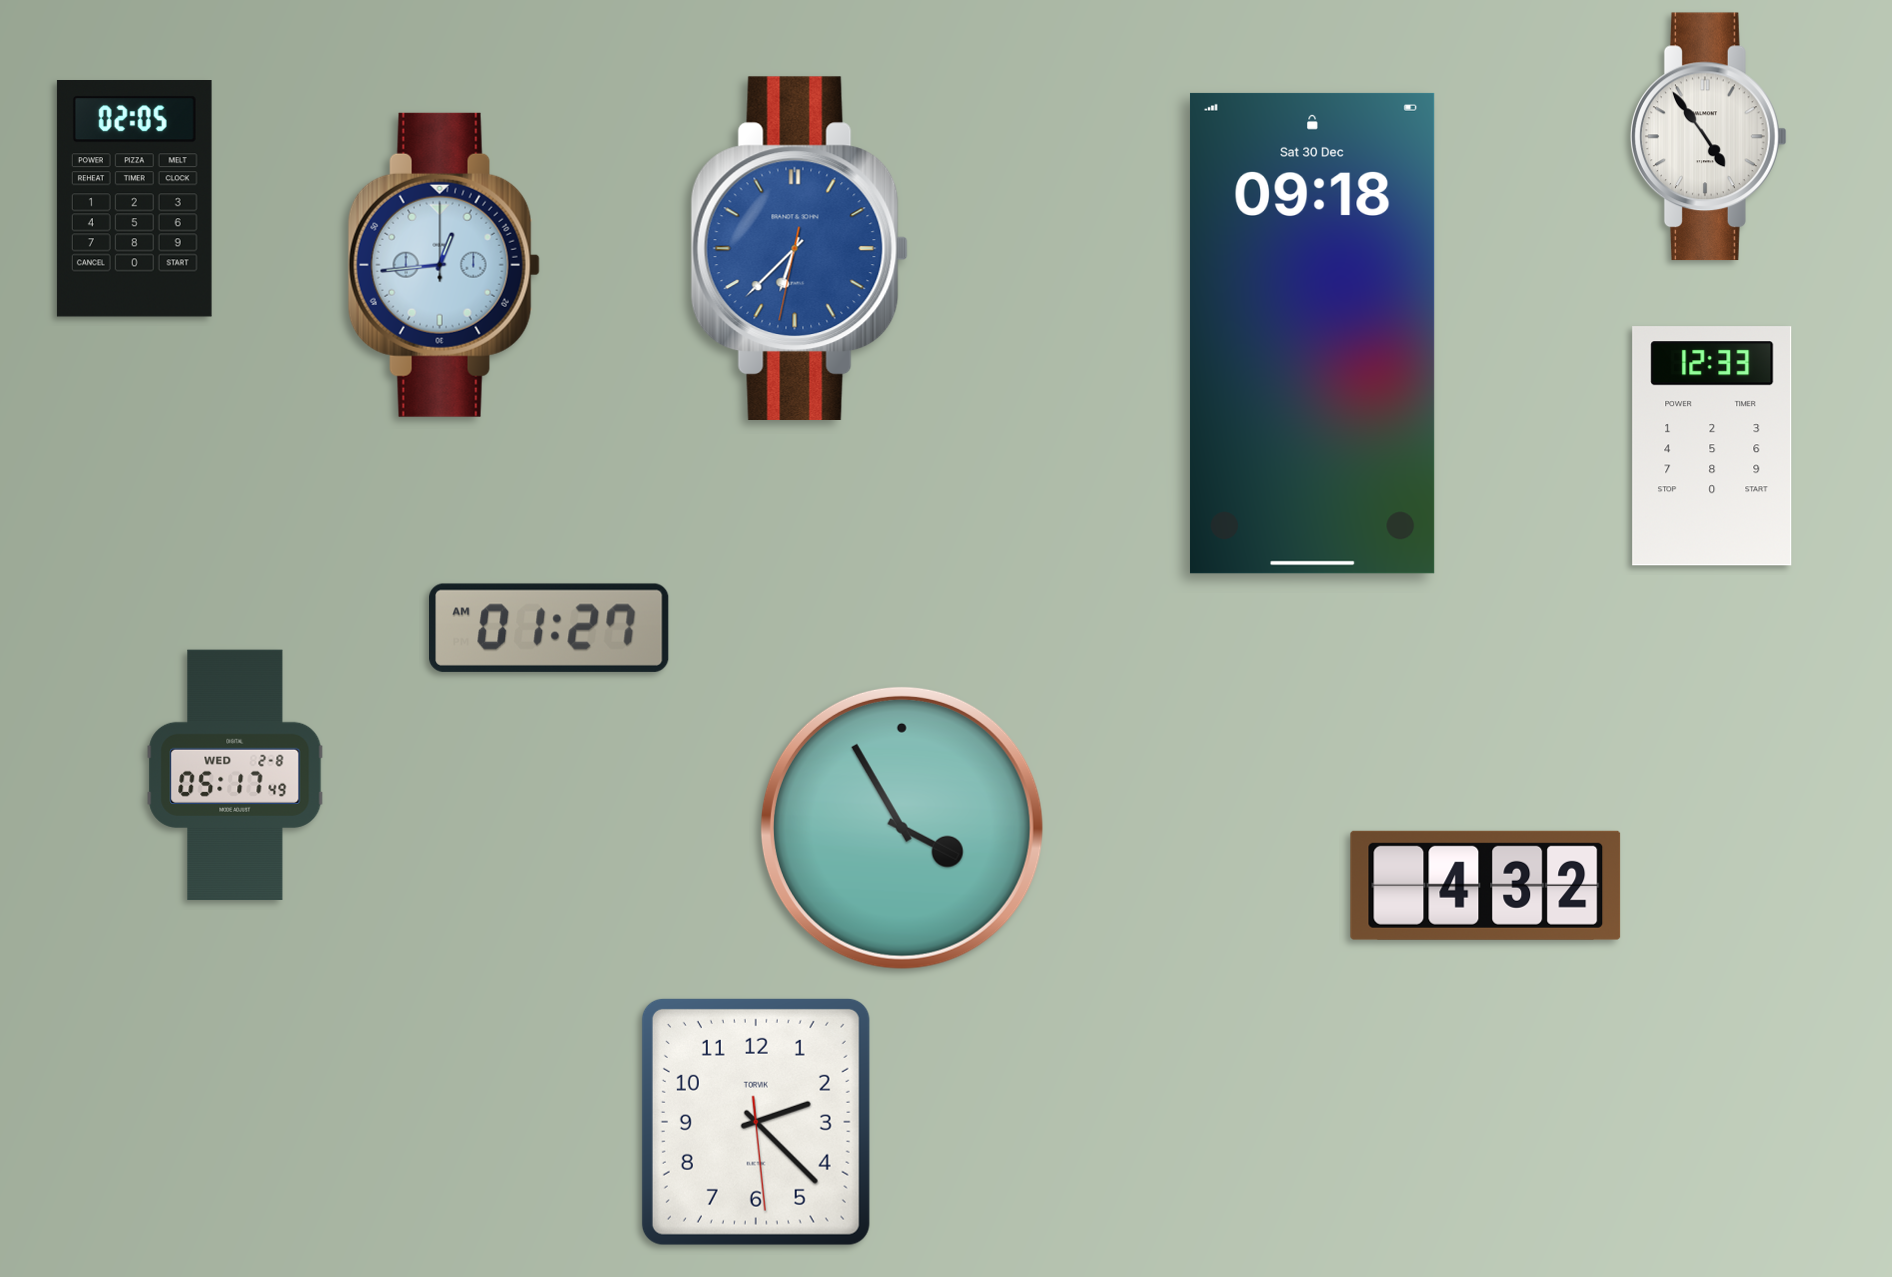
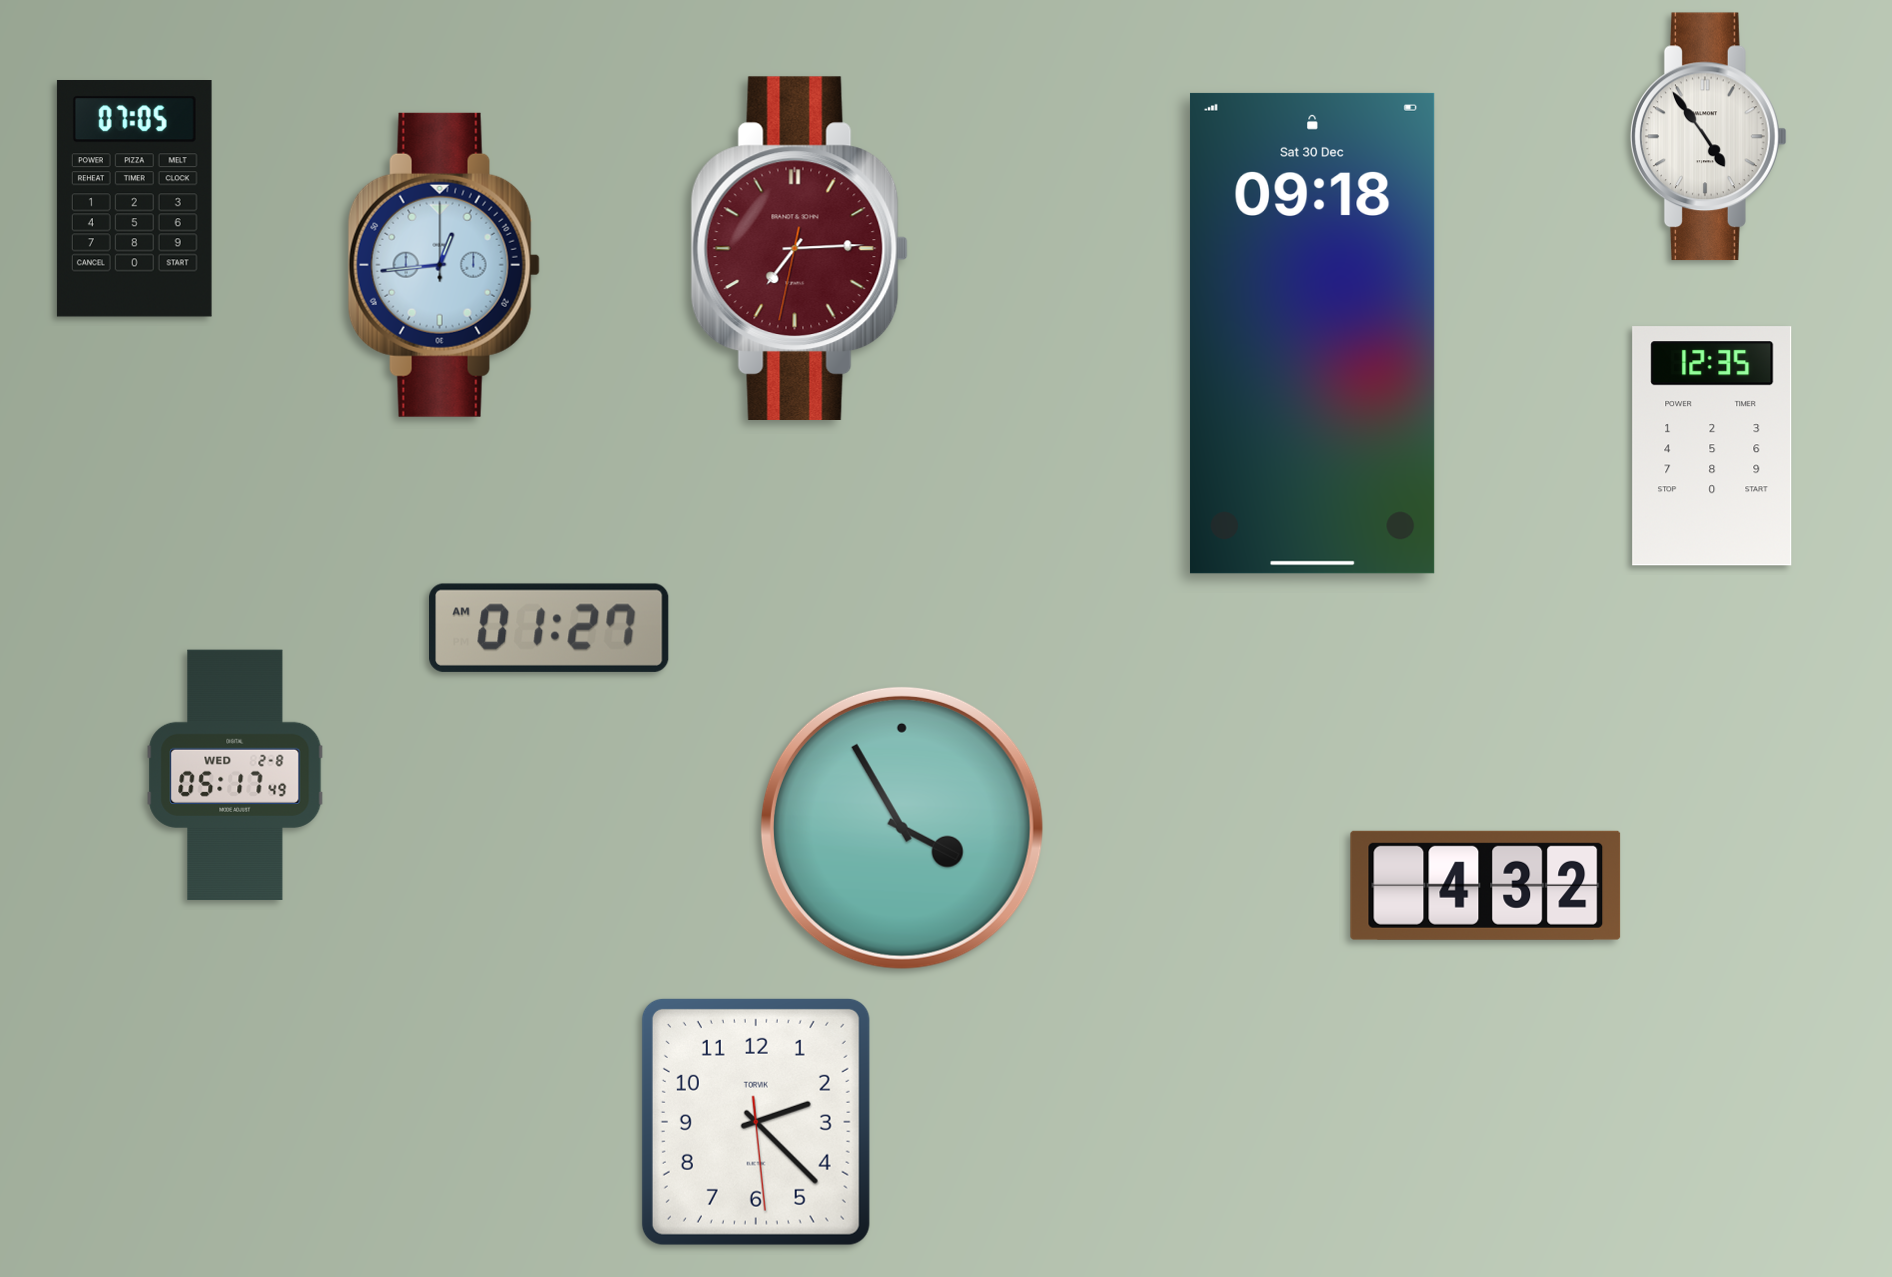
clock at (134, 199): 02:05 -> 07:05
clock at (799, 248): 6:37 -> 7:14
clock at (799, 248) dial: blue -> burgundy
clock at (1712, 446): 12:33 -> 12:35
